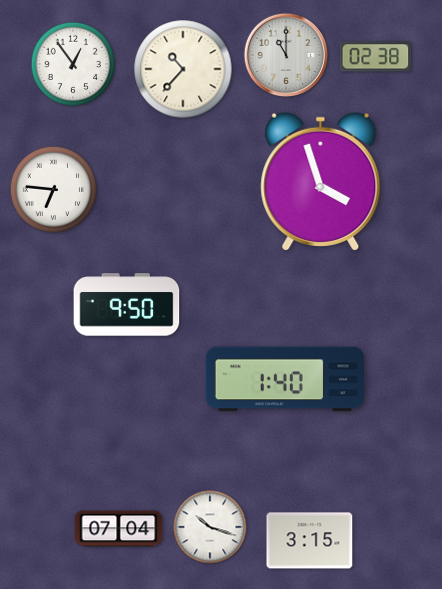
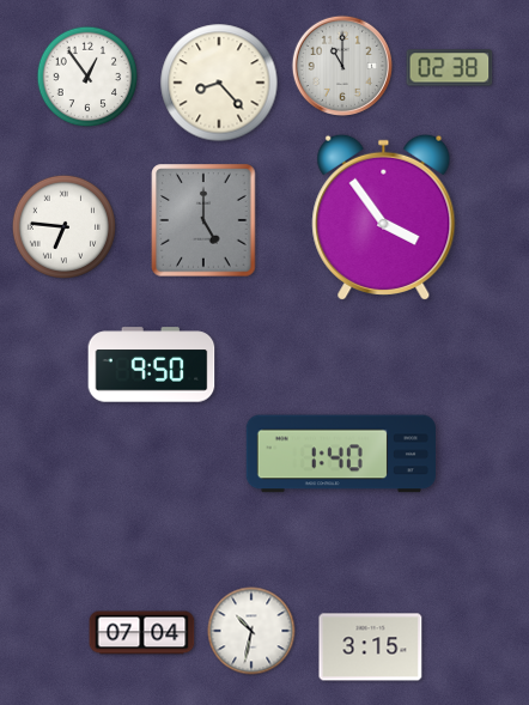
clock at (183, 69): 10:37 -> 8:23
clock at (321, 181): 3:57 -> 3:54
clock at (203, 220): none -> 5:00
clock at (210, 527): 10:18 -> 10:32
